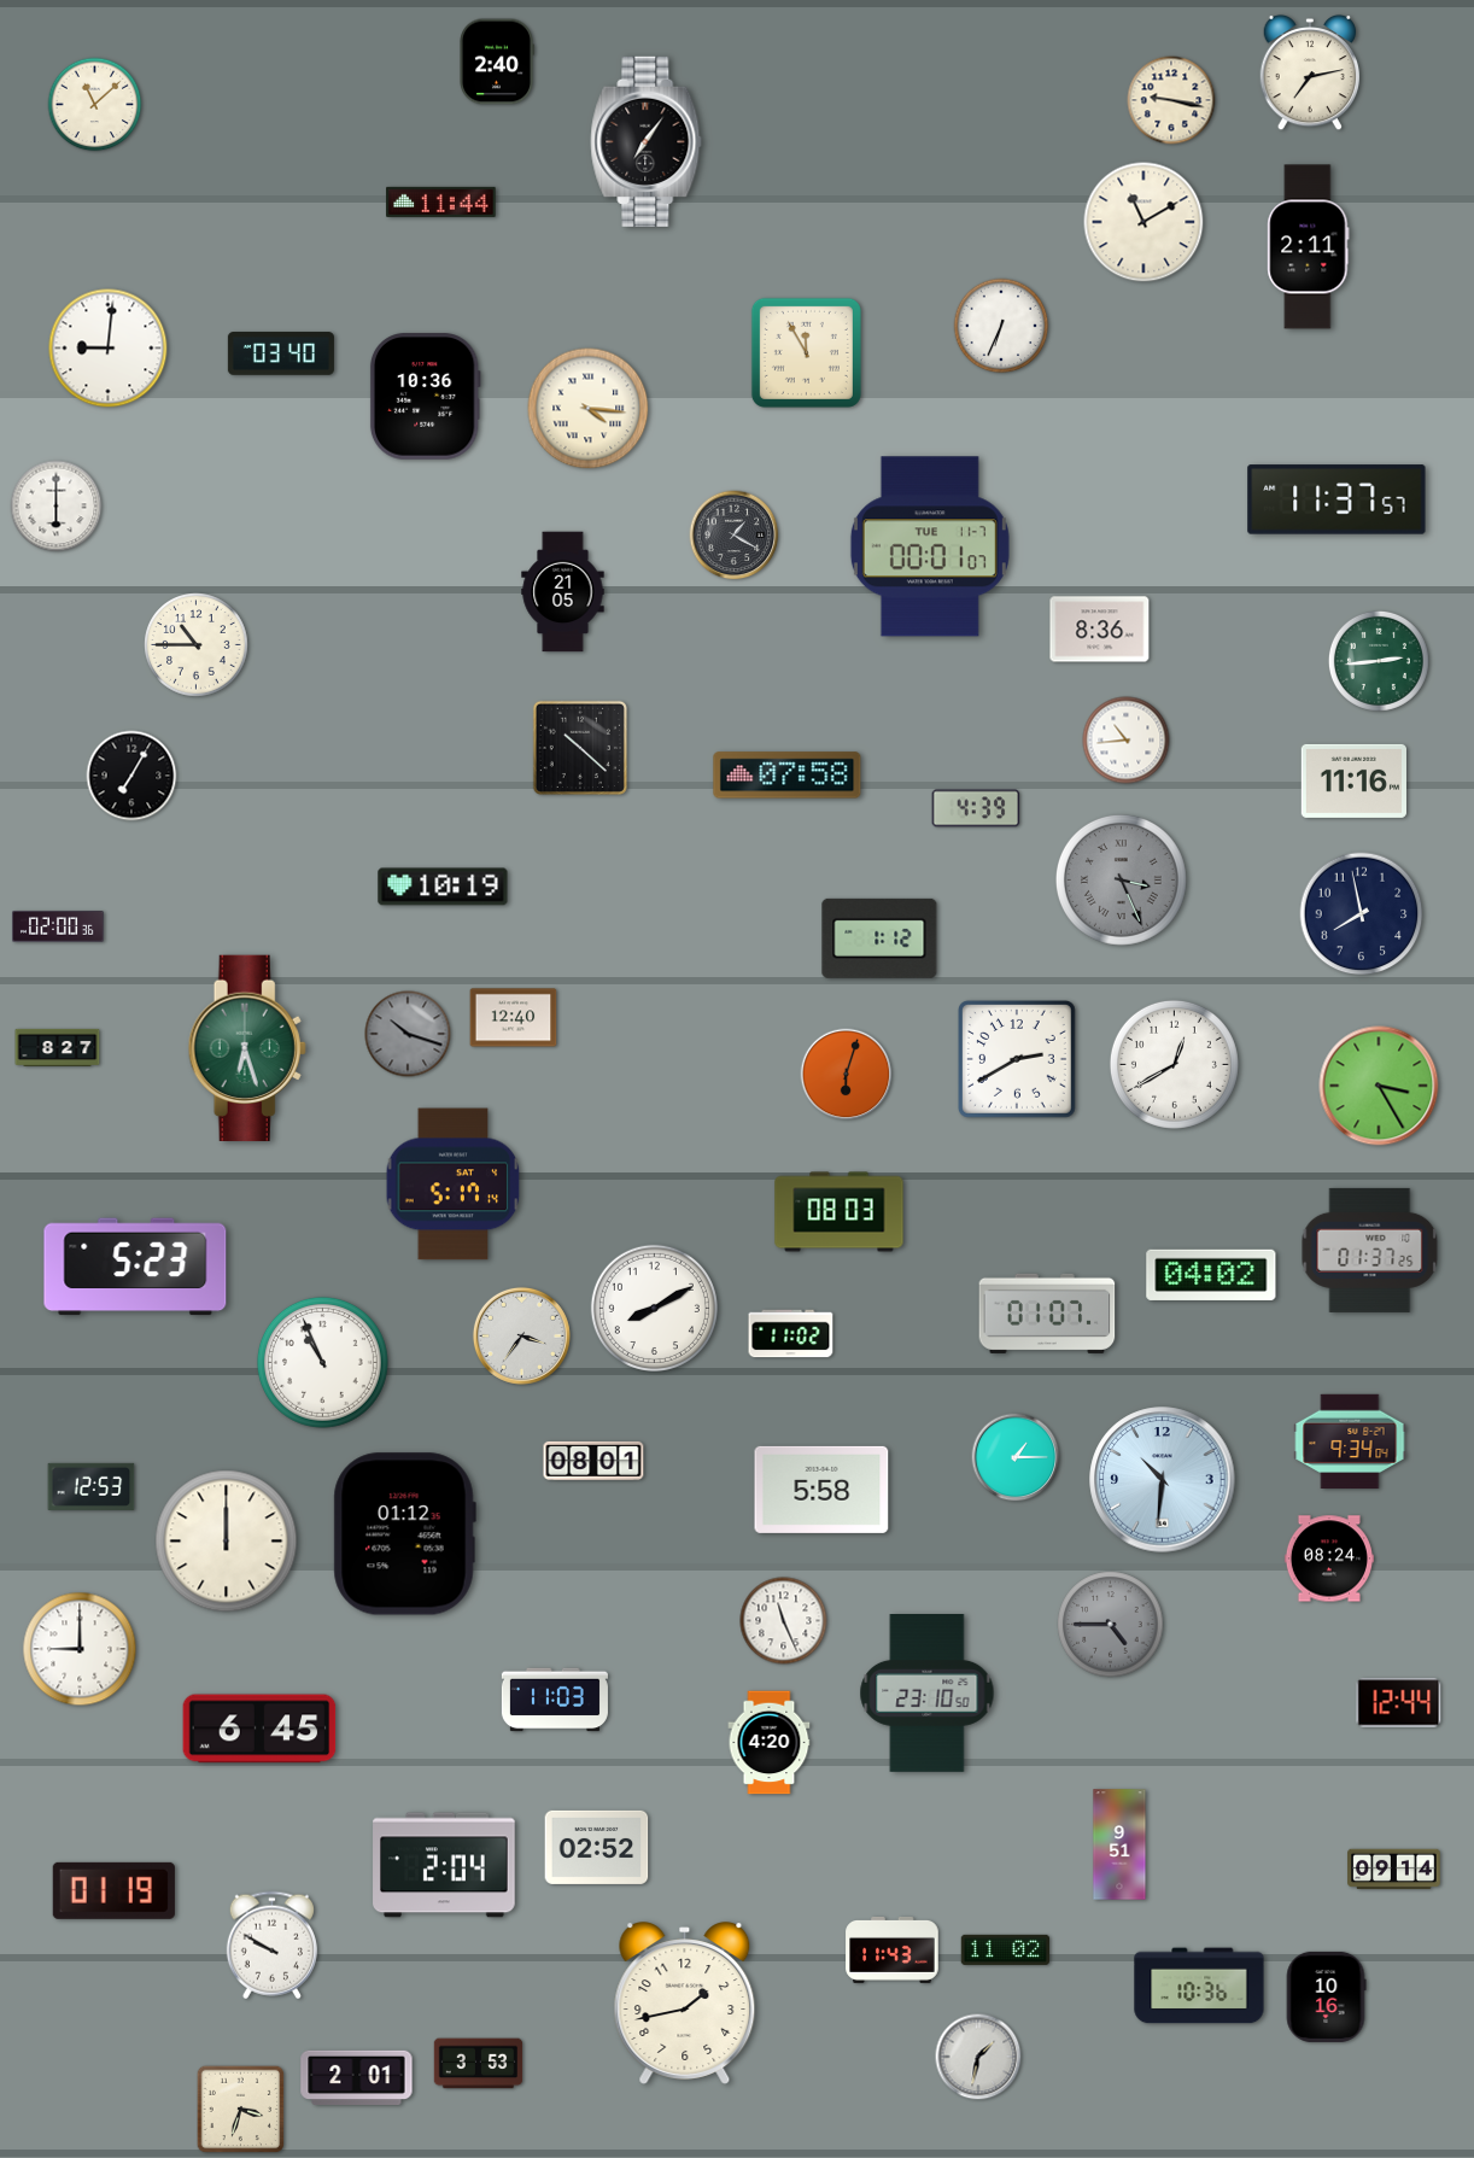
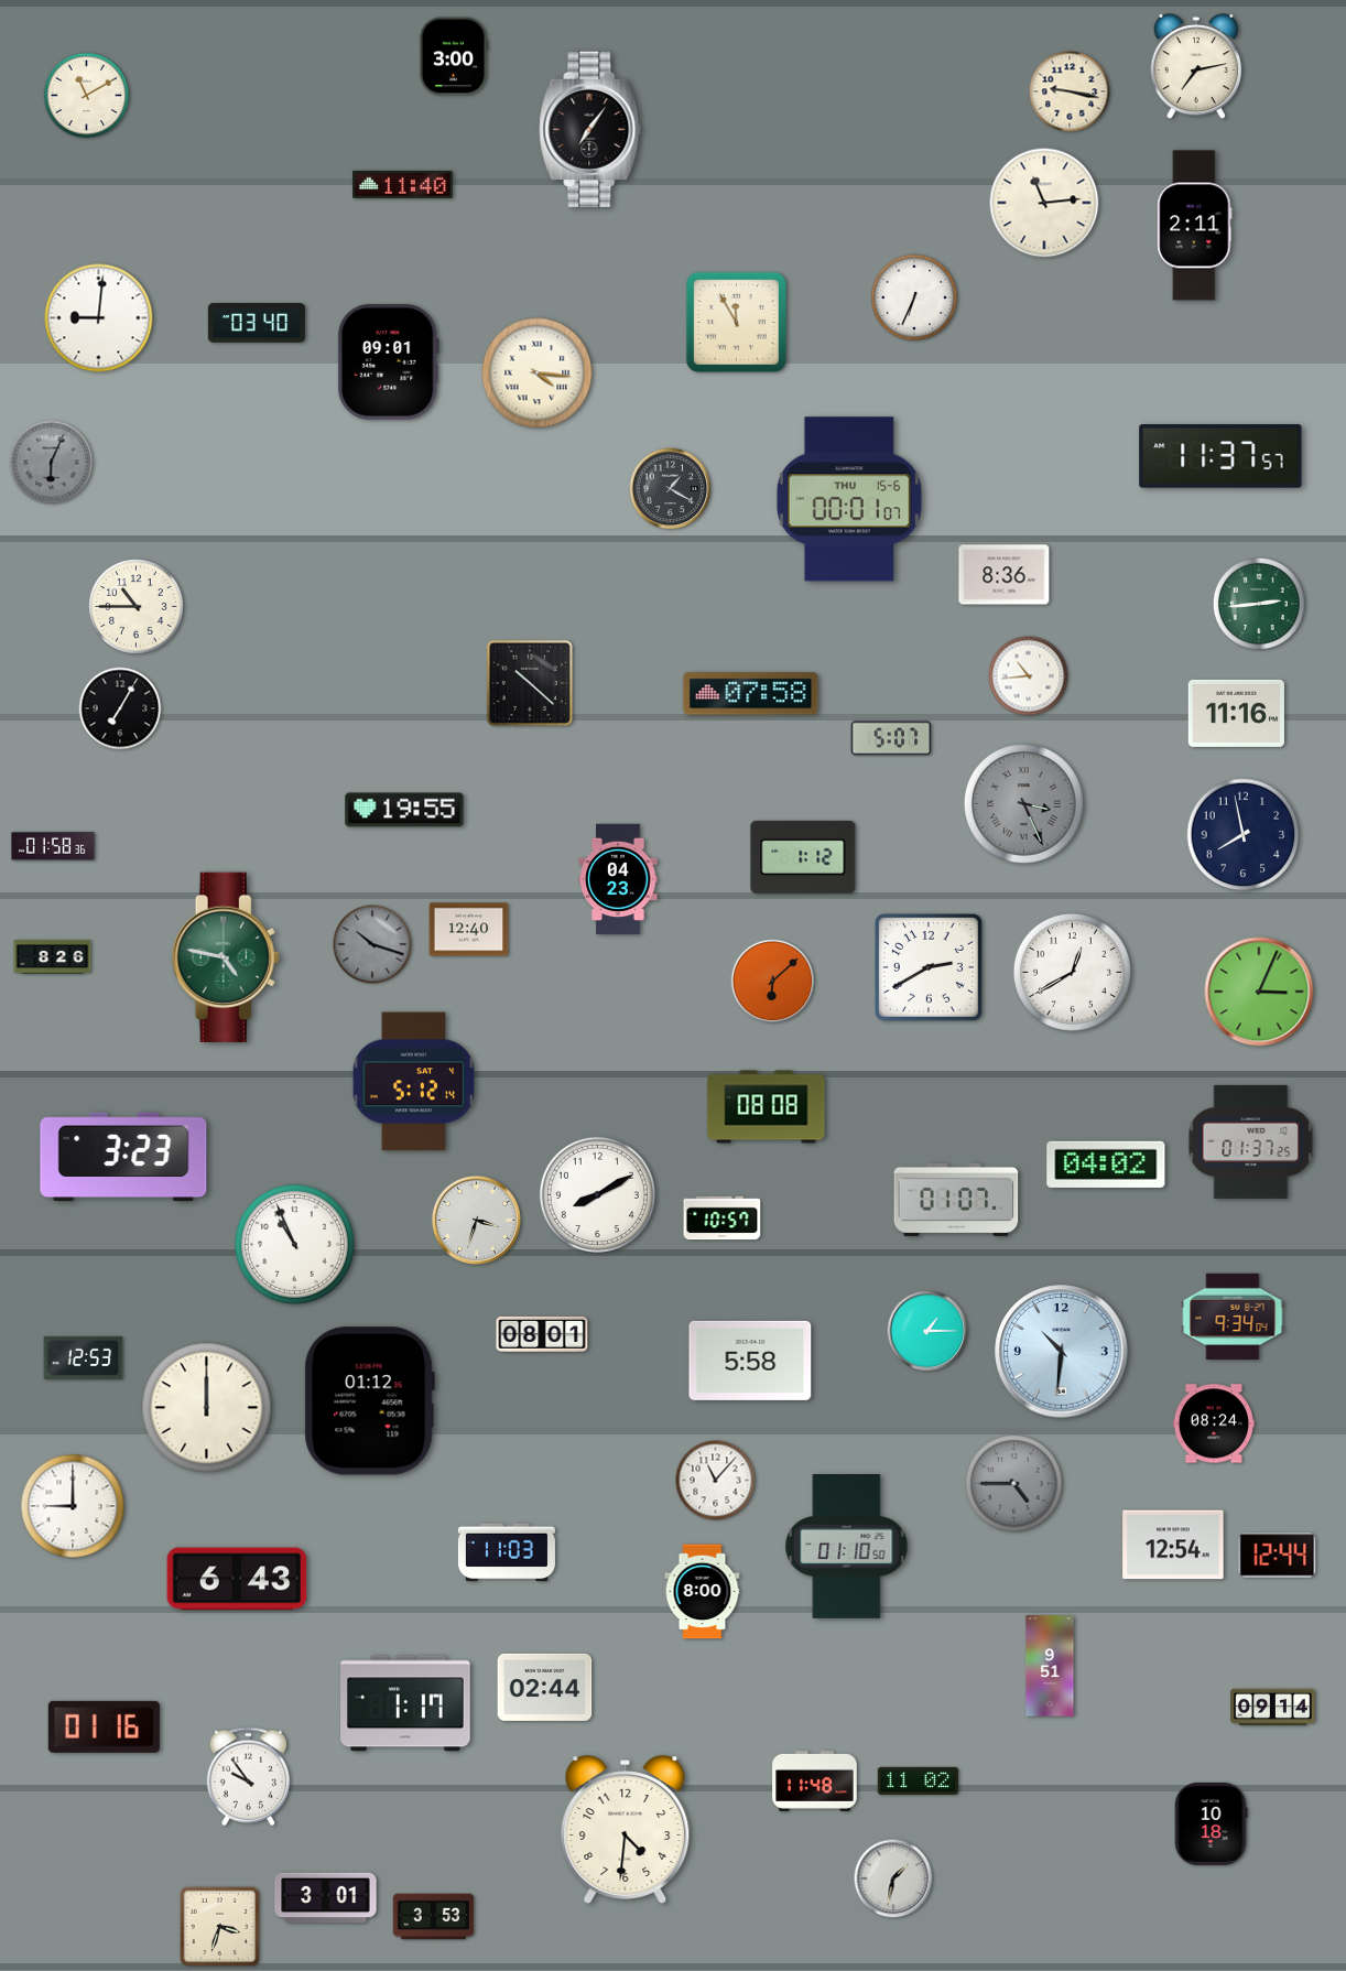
clock at (497, 62): 2:40 -> 3:00
clock at (95, 105): 11:08 -> 11:10
clock at (441, 201): 11:44 -> 11:40
clock at (1143, 222): 11:10 -> 11:14
clock at (425, 397): 10:36 -> 09:01
clock at (57, 507): 6:00 -> 6:04
clock at (57, 507) dial: white -> grey
clock at (930, 546) date: TUE 11-7 -> THU 15-6
clock at (563, 592): 21:05 -> none
clock at (197, 645) position: (197, 645) -> (137, 607)
clock at (788, 776) position: (788, 776) -> (751, 694)
clock at (976, 808): 4:39 -> 5:07
clock at (443, 887): 10:19 -> 19:55
clock at (59, 928): 02:00 -> 01:58
clock at (618, 879): none -> 04:23
clock at (58, 1047): 8:27 -> 8:26
clock at (247, 1047): 6:27 -> 4:47
clock at (847, 1075): 6:03 -> 6:08
clock at (1379, 1086): 3:25 -> 3:04
clock at (454, 1185): 5:17 -> 5:12
clock at (840, 1212): 08:03 -> 08:08
clock at (135, 1267): 5:23 -> 3:23
clock at (791, 1334): 11:02 -> 10:57
clock at (521, 1335): 3:36 -> 3:33
clock at (784, 1621): 11:26 -> 11:07
clock at (1173, 1545): none -> 12:54
clock at (928, 1694): 23:10 -> 01:10
clock at (259, 1729): 6:45 -> 6:43
clock at (770, 1743): 4:20 -> 8:00
clock at (1119, 1844) position: (1119, 1844) -> (1050, 1666)
clock at (597, 1847): 02:52 -> 02:44
clock at (444, 1865): 2:04 -> 1:17
clock at (113, 1890): 01:19 -> 01:16
clock at (271, 1946): 9:50 -> 9:54
clock at (893, 1949): 11:43 -> 11:48
clock at (1199, 1986): 10:36 -> none
clock at (1326, 1996): 10:16 -> 10:18
clock at (685, 2004): 1:43 -> 4:31
clock at (479, 2064) position: (479, 2064) -> (434, 1917)
clock at (357, 2078): 2:01 -> 3:01
